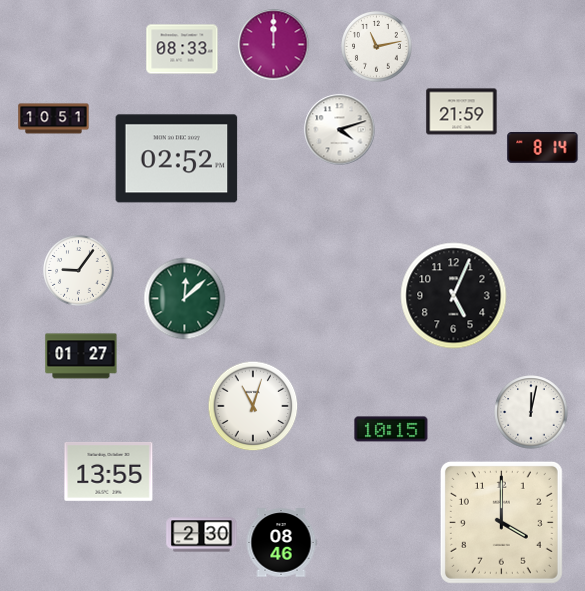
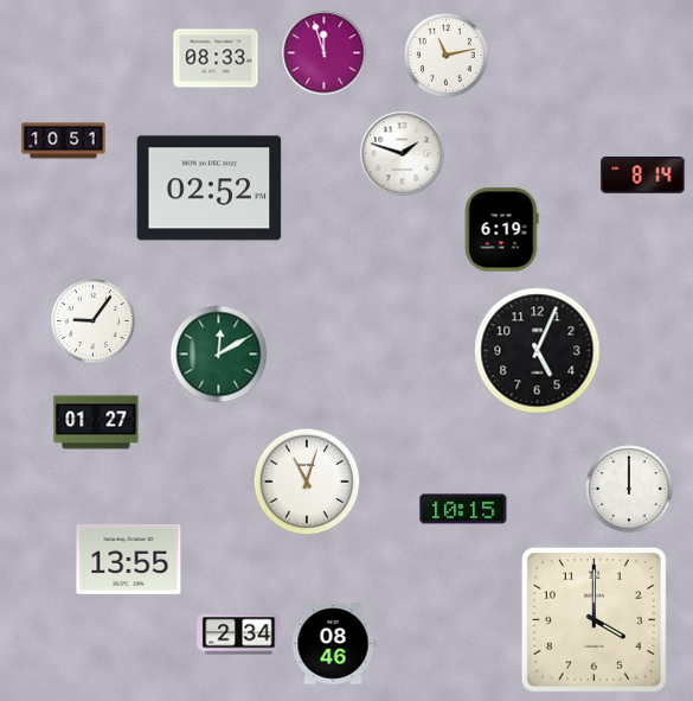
clock at (274, 45): 12:00 -> 11:57
clock at (462, 112): 21:59 -> none
clock at (340, 130): 4:12 -> 1:48
clock at (501, 230): none -> 6:19
clock at (185, 299): 12:08 -> 12:10
clock at (253, 406) position: (253, 406) -> (307, 482)
clock at (531, 412): 12:02 -> 12:00
clock at (202, 535): 2:30 -> 2:34
